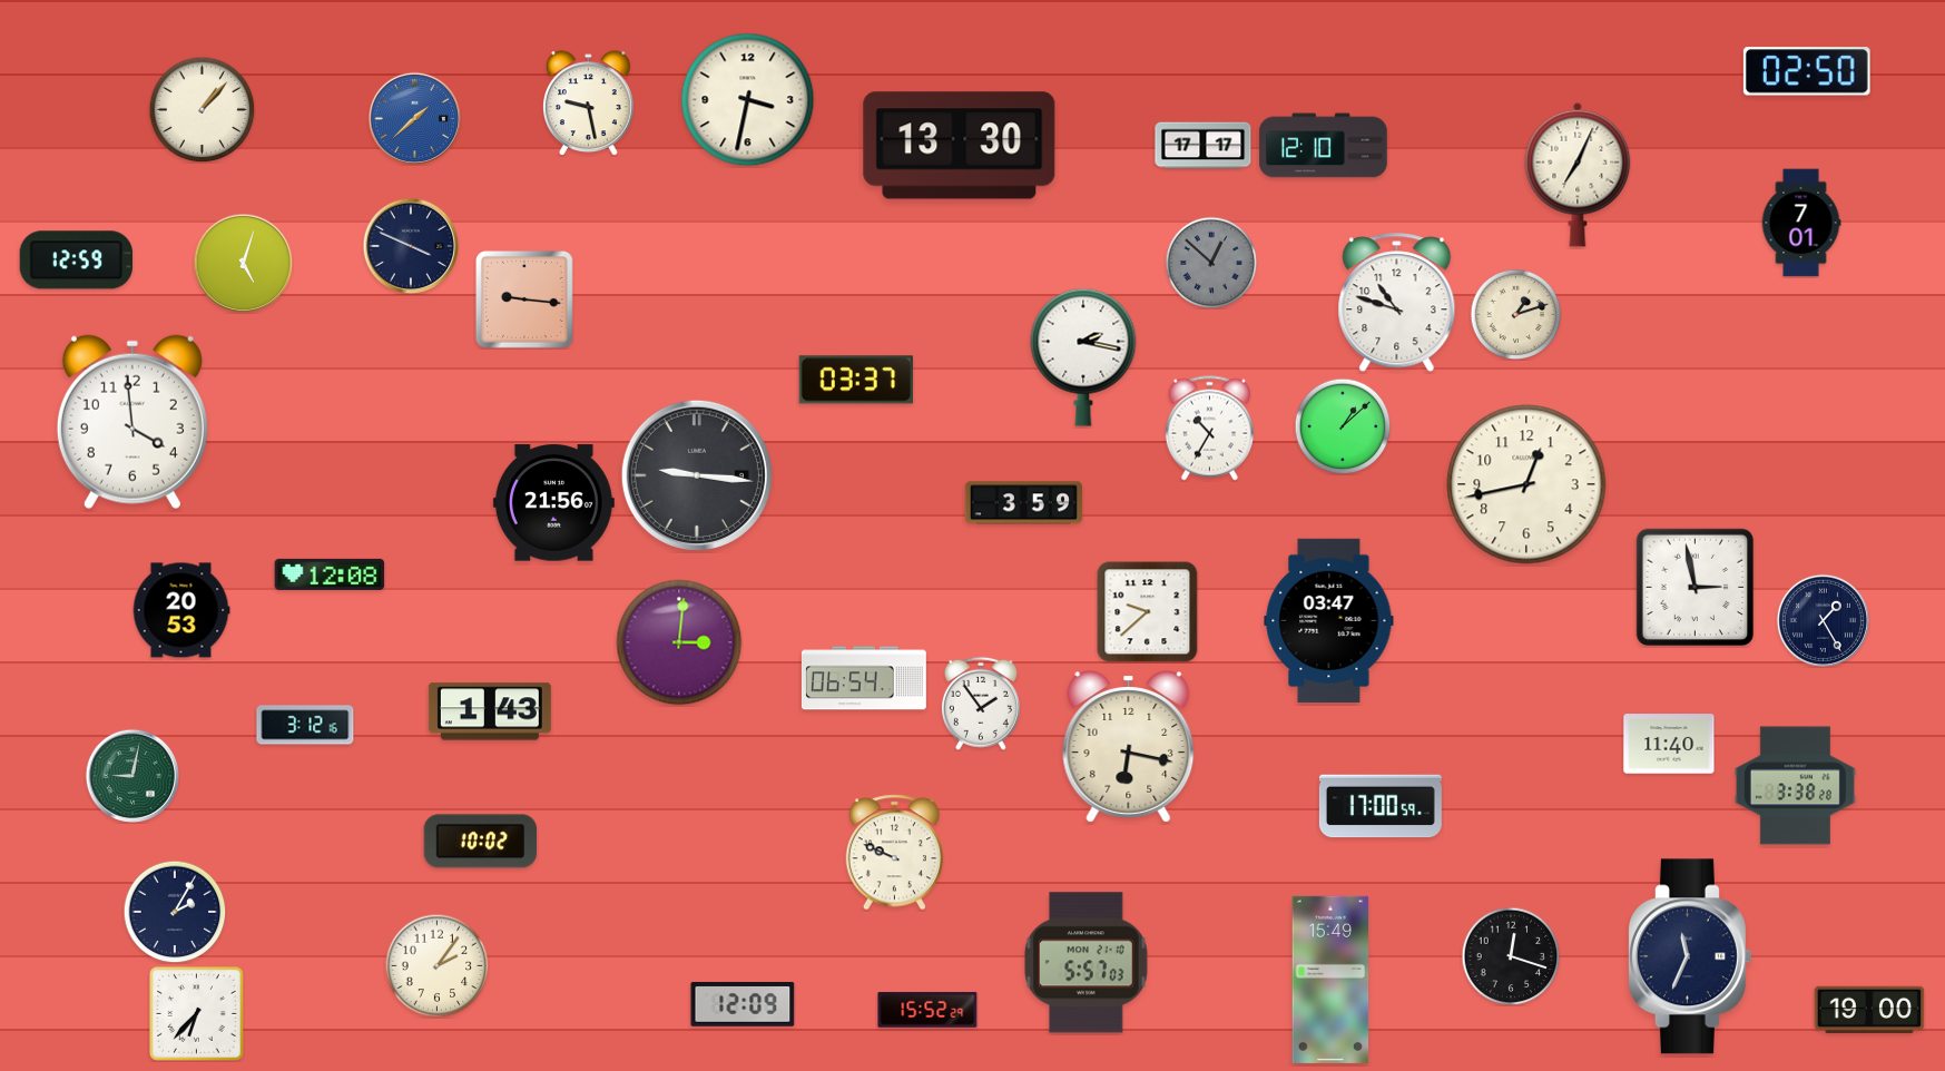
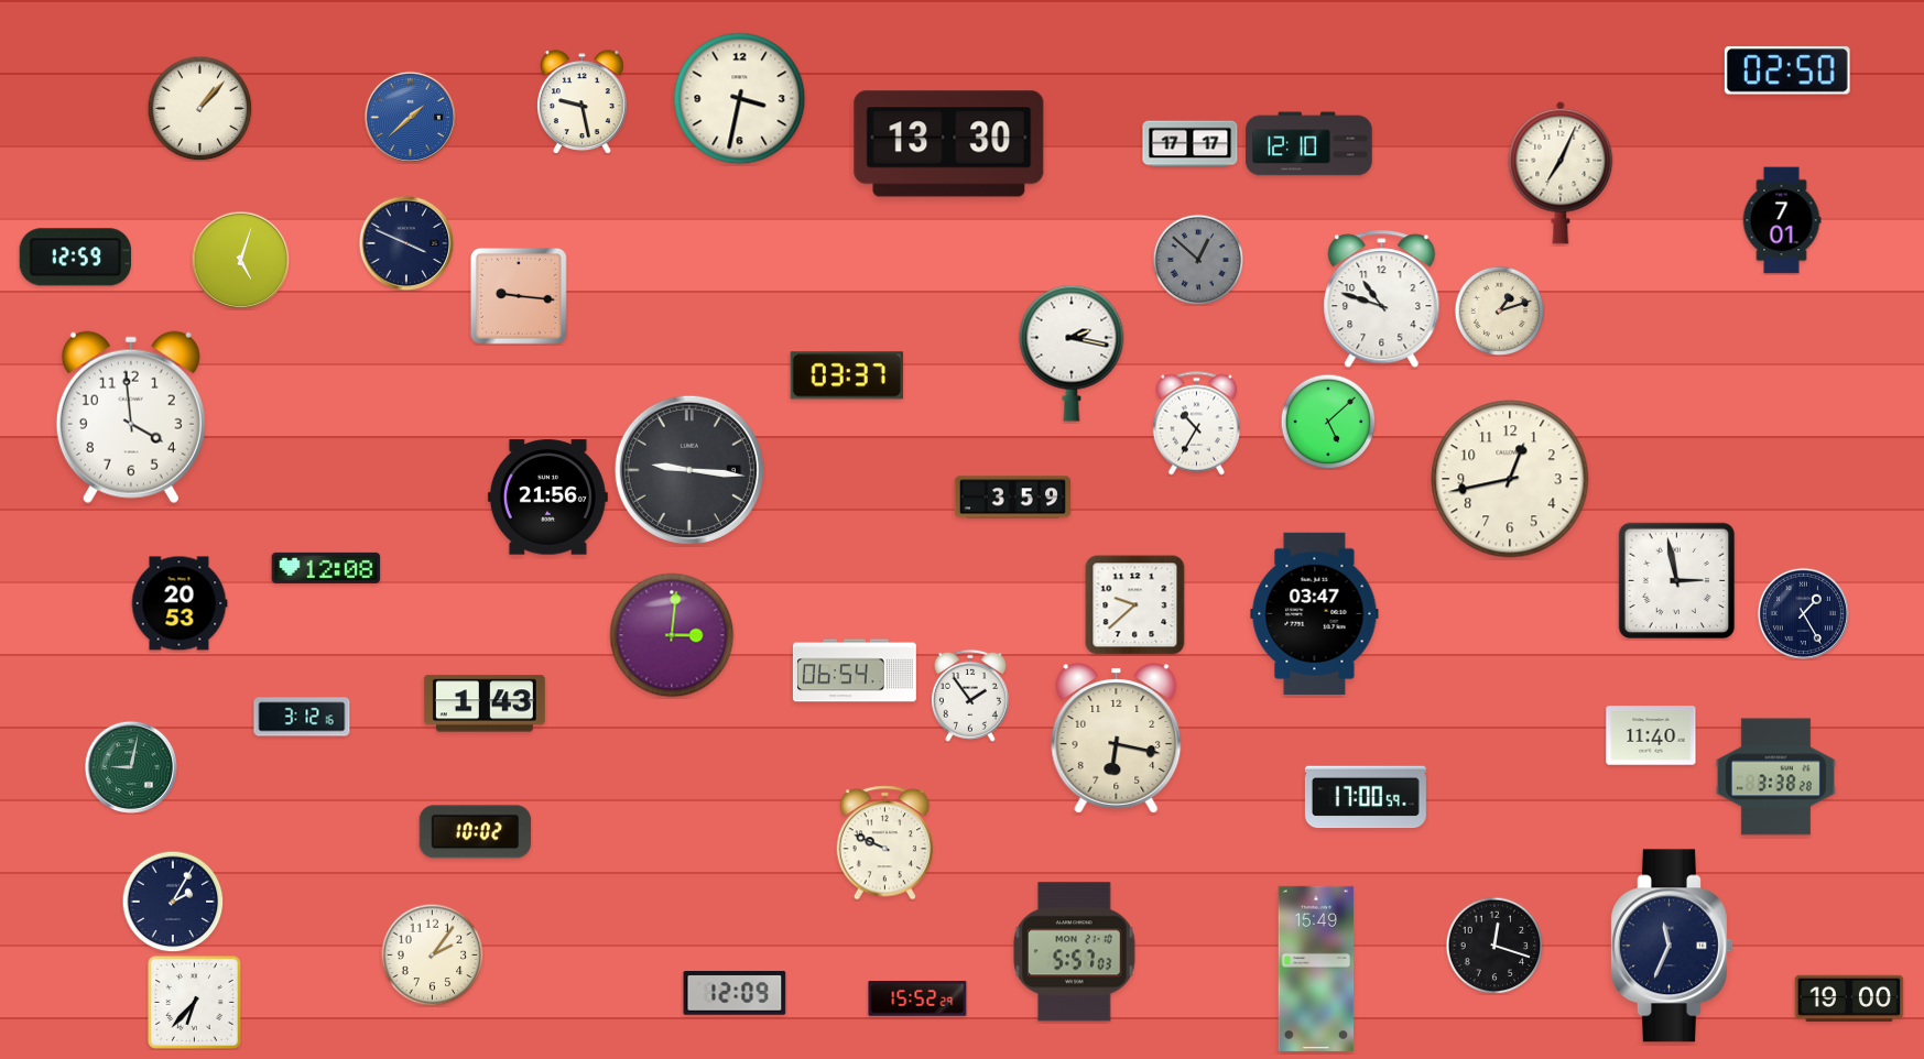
clock at (1343, 426): 1:08 -> 5:08
